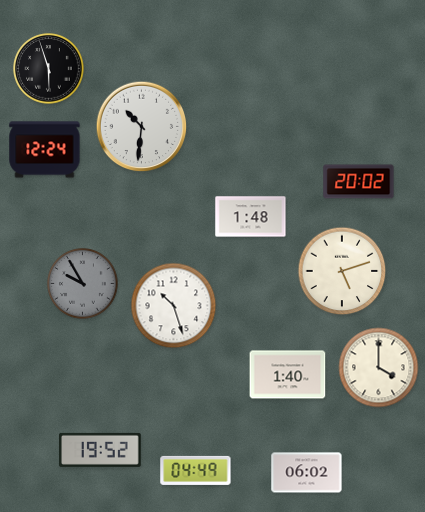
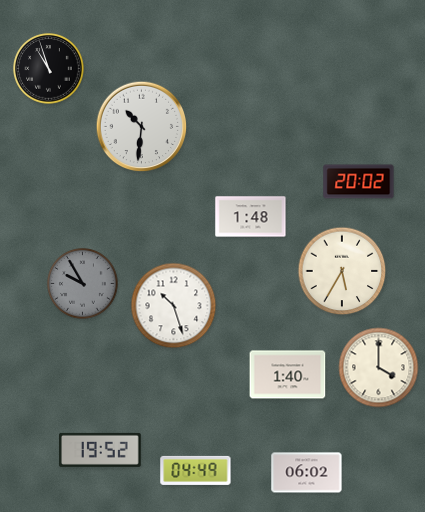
clock at (49, 69): 5:57 -> 10:57
clock at (45, 150): 12:24 -> none
clock at (342, 271): 5:12 -> 5:35
